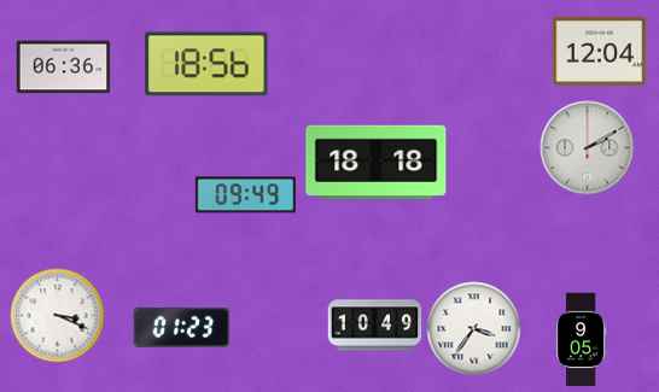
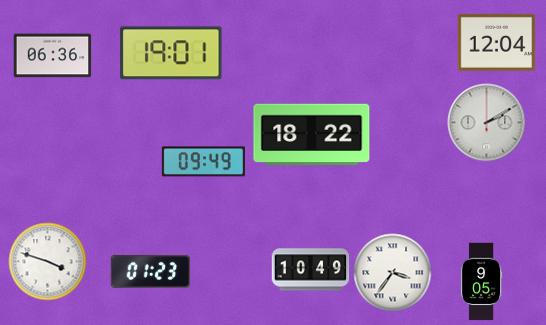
clock at (206, 64): 18:56 -> 19:01
clock at (377, 163): 18:18 -> 18:22
clock at (57, 315): 3:19 -> 3:48
